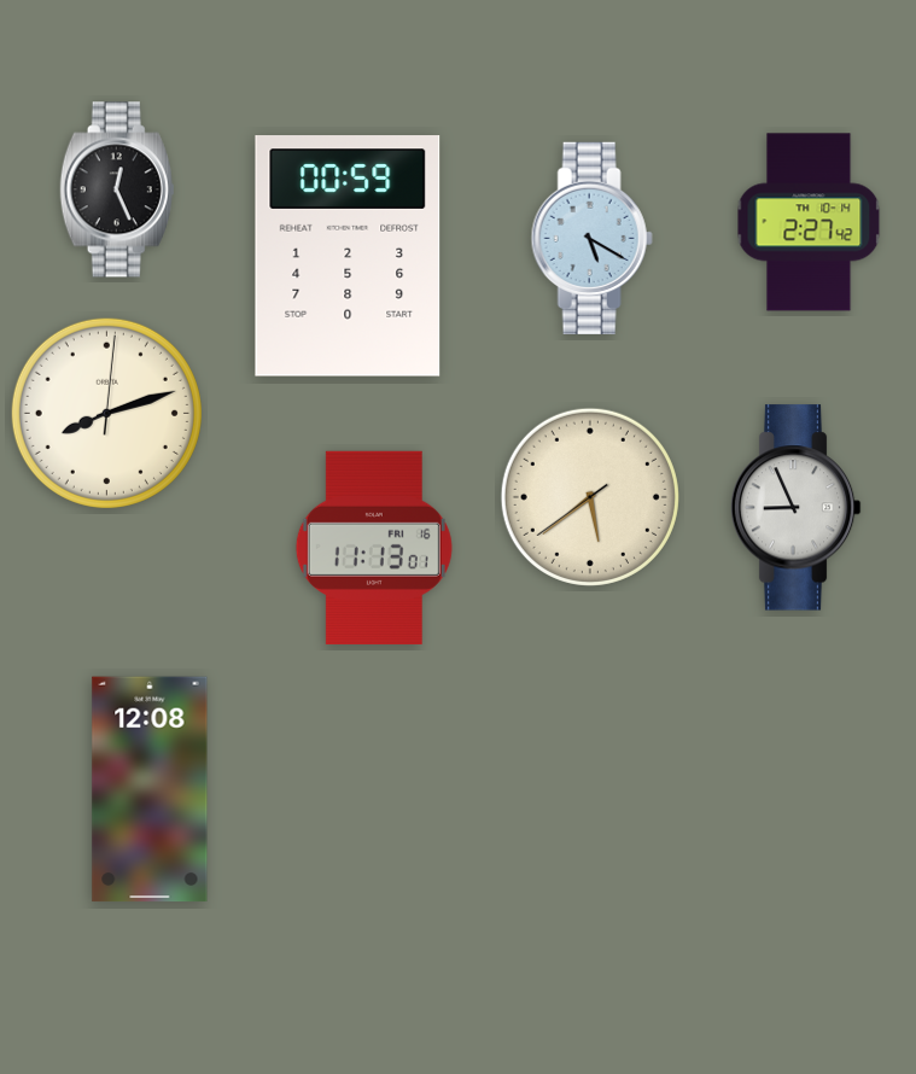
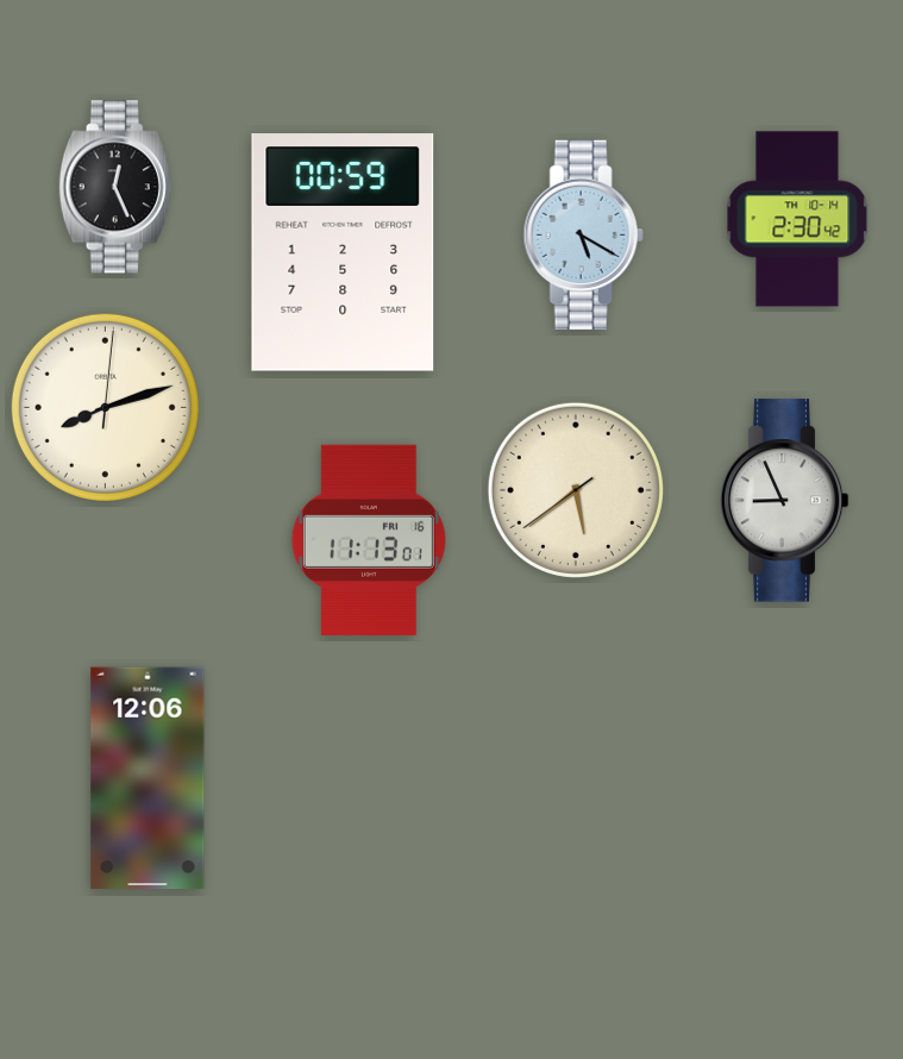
clock at (809, 222): 2:27 -> 2:30
clock at (590, 497) position: (590, 497) -> (576, 490)
clock at (150, 789): 12:08 -> 12:06
